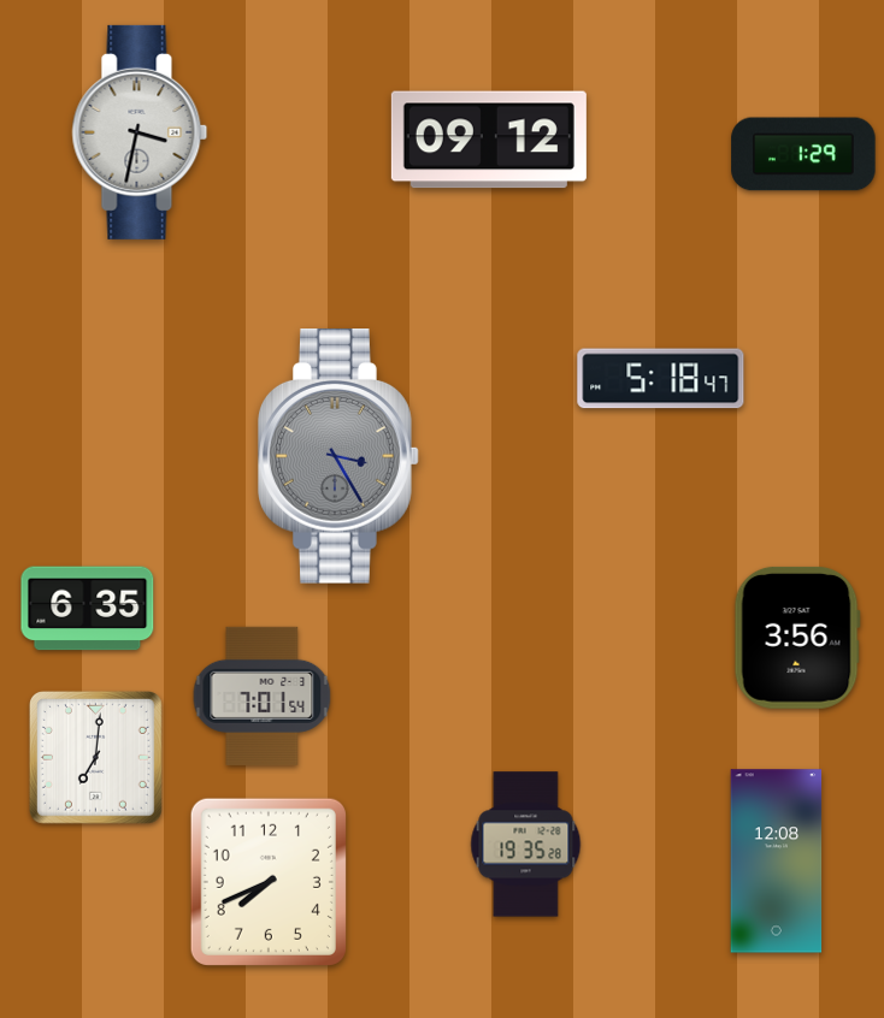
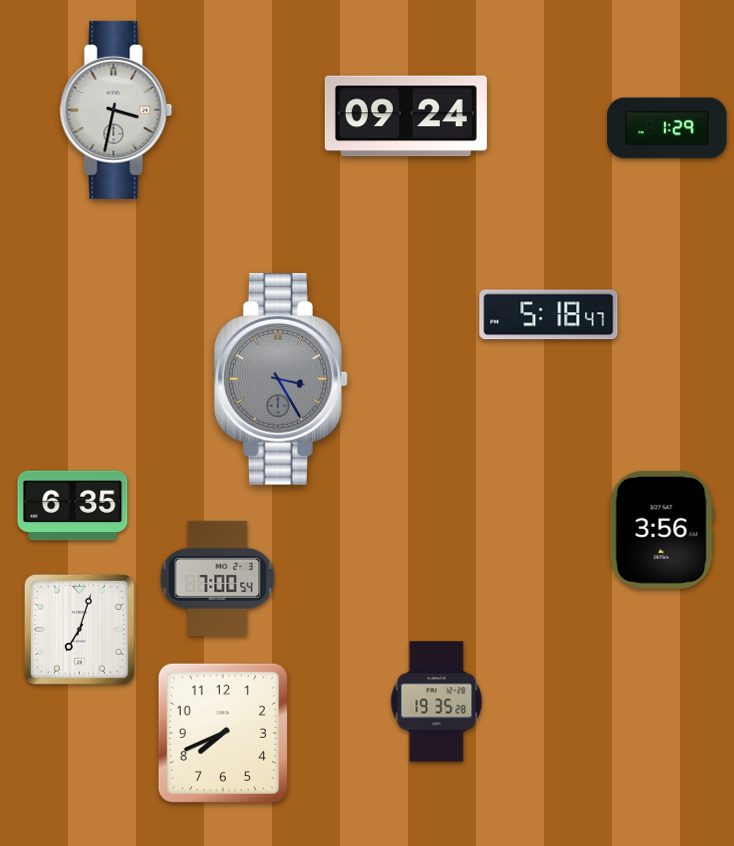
clock at (489, 140): 09:12 -> 09:24
clock at (263, 696): 7:01 -> 7:00
clock at (95, 757): 7:01 -> 7:03
clock at (777, 862): 12:08 -> none
